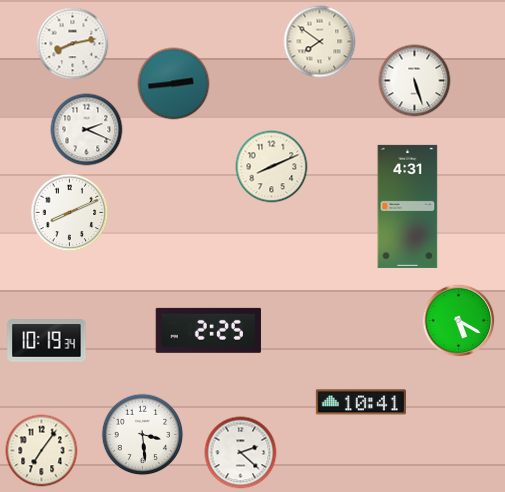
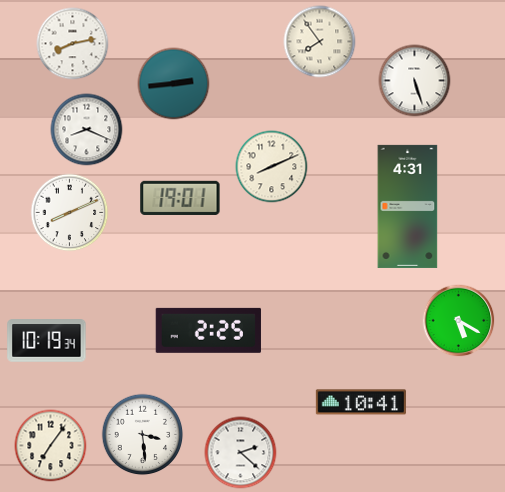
clock at (320, 42): 7:51 -> 7:54
clock at (87, 130): 2:19 -> 8:19
clock at (180, 198): none -> 19:01
clock at (42, 451) position: (42, 451) -> (51, 446)
